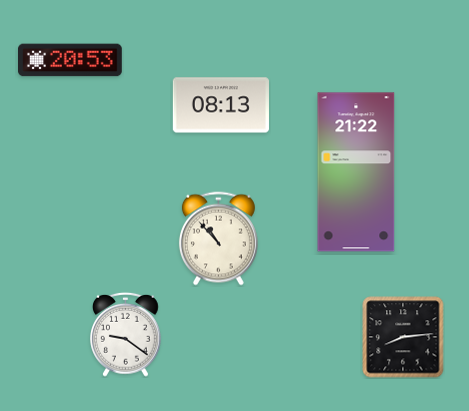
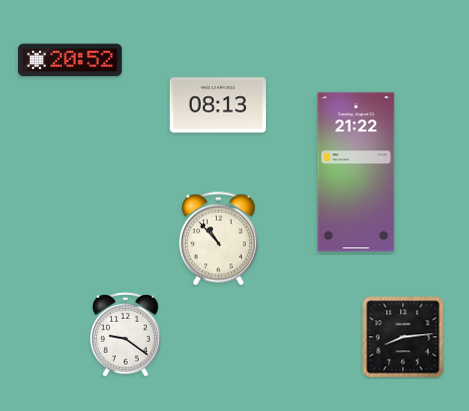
clock at (71, 60): 20:53 -> 20:52
clock at (221, 105) position: (221, 105) -> (218, 105)
